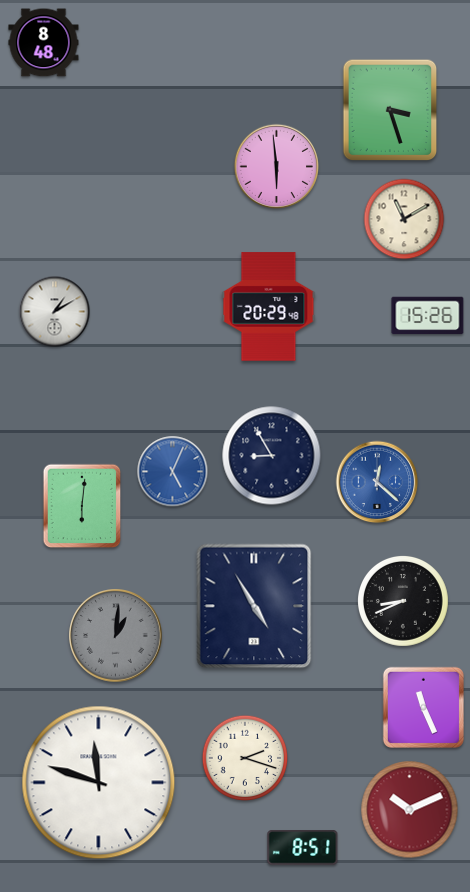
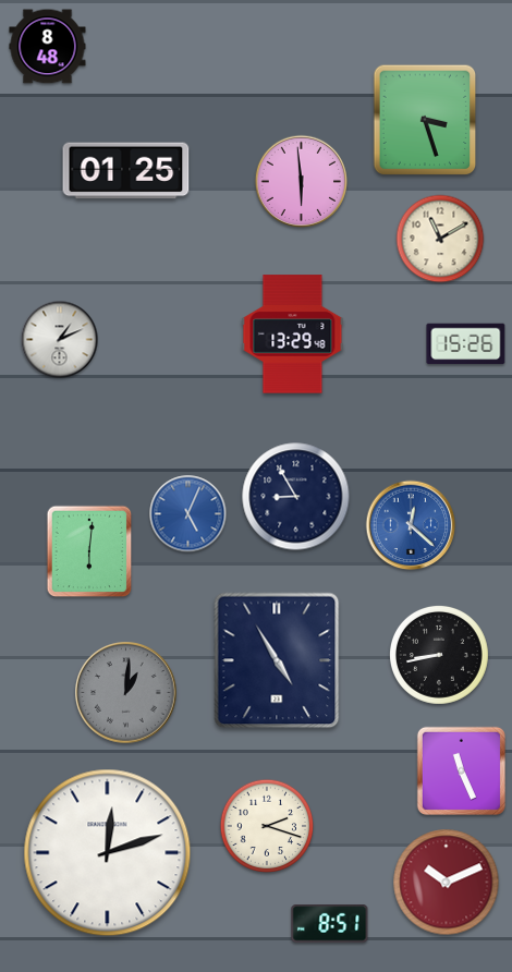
clock at (126, 171): none -> 01:25
clock at (269, 307): 20:29 -> 13:29
clock at (55, 312): 1:10 -> 1:11
clock at (403, 601): 8:41 -> 8:43
clock at (99, 783): 11:48 -> 12:12
